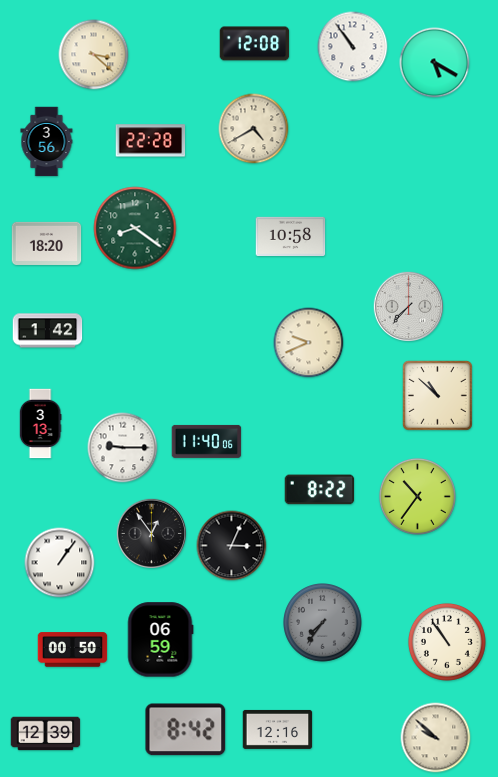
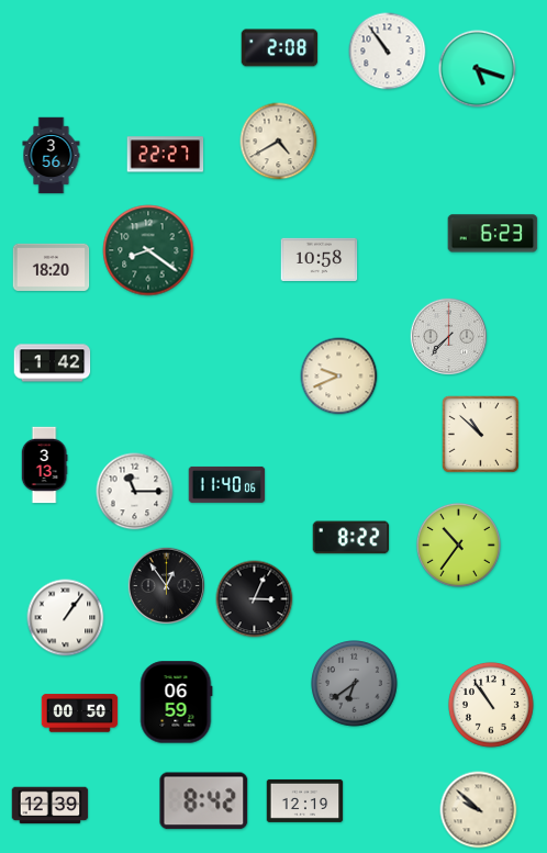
clock at (255, 44): 12:08 -> 2:08
clock at (94, 55): 3:22 -> none
clock at (435, 63): 5:20 -> 5:18
clock at (151, 141): 22:28 -> 22:27
clock at (493, 234): none -> 6:23
clock at (123, 448): 9:15 -> 11:15
clock at (323, 623): 7:36 -> 6:39
clock at (278, 729): 12:16 -> 12:19
